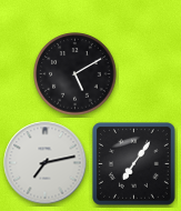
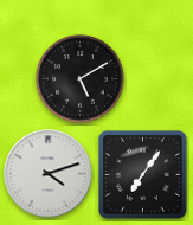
clock at (46, 163): 7:13 -> 4:12
